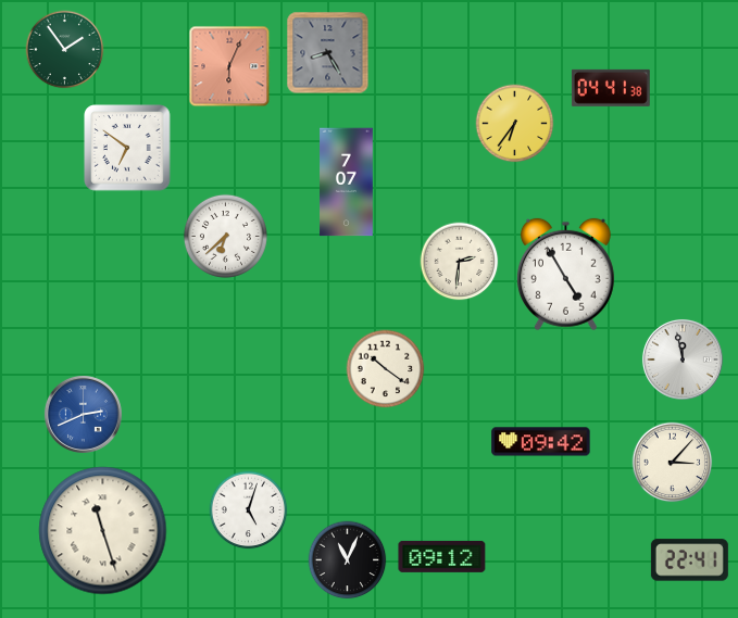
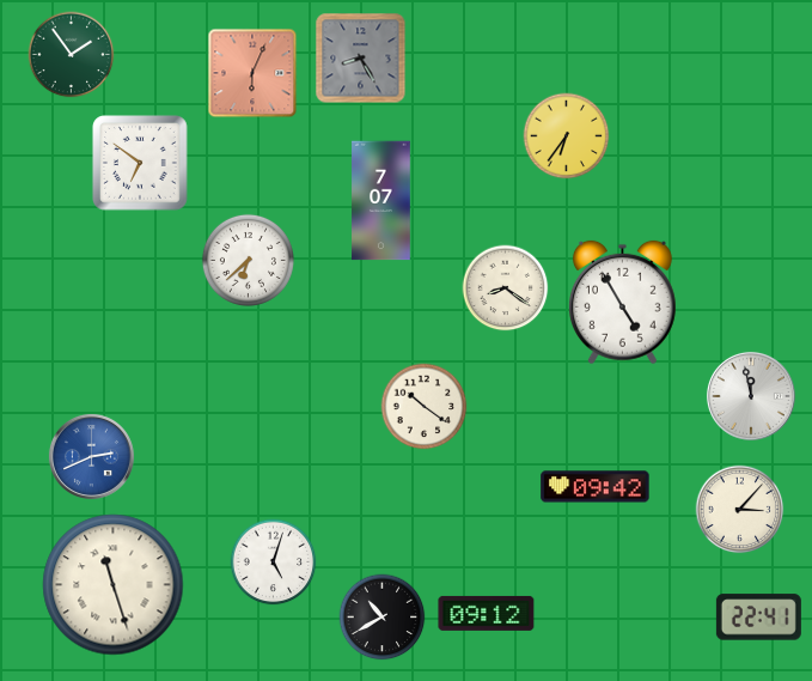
clock at (611, 88): 04:41 -> none
clock at (460, 262): 2:31 -> 8:21
clock at (348, 560): 11:04 -> 10:40
